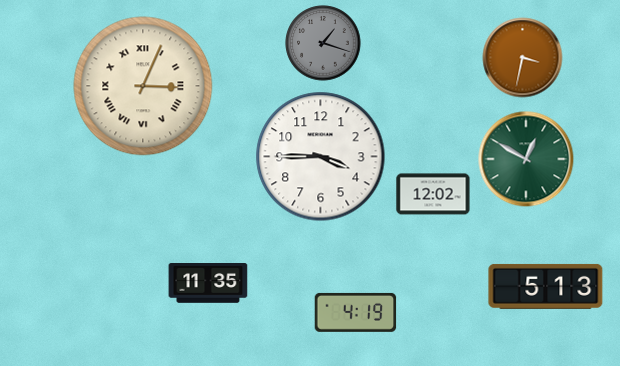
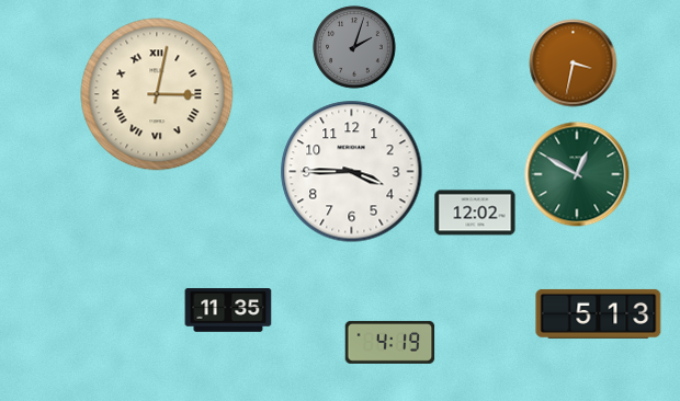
clock at (323, 43): 1:18 -> 2:03
clock at (143, 86): 3:04 -> 3:02
